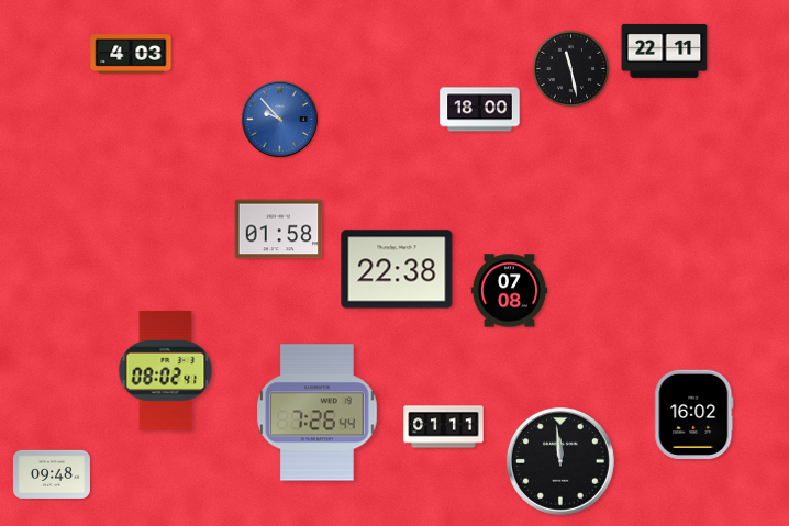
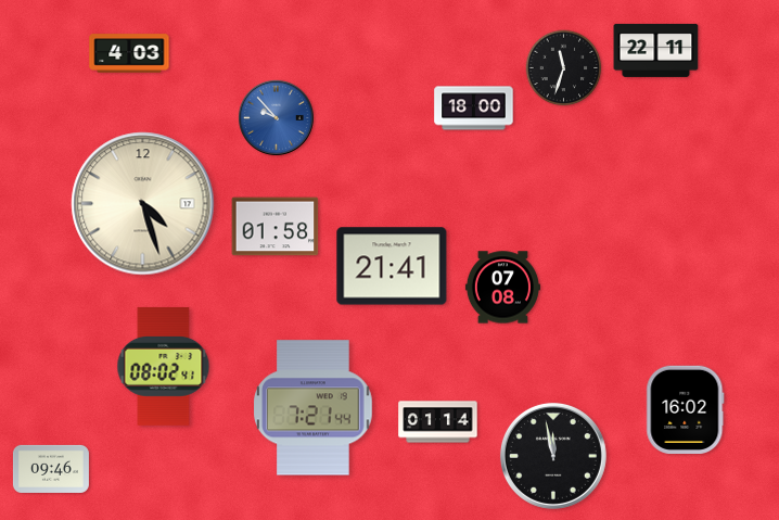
clock at (571, 69): 11:28 -> 11:33
clock at (143, 204): none -> 4:27
clock at (397, 269): 22:38 -> 21:41
clock at (318, 413): 7:26 -> 7:21
clock at (444, 427): 01:11 -> 01:14
clock at (560, 461): 11:59 -> 11:58
clock at (52, 474): 09:48 -> 09:46
